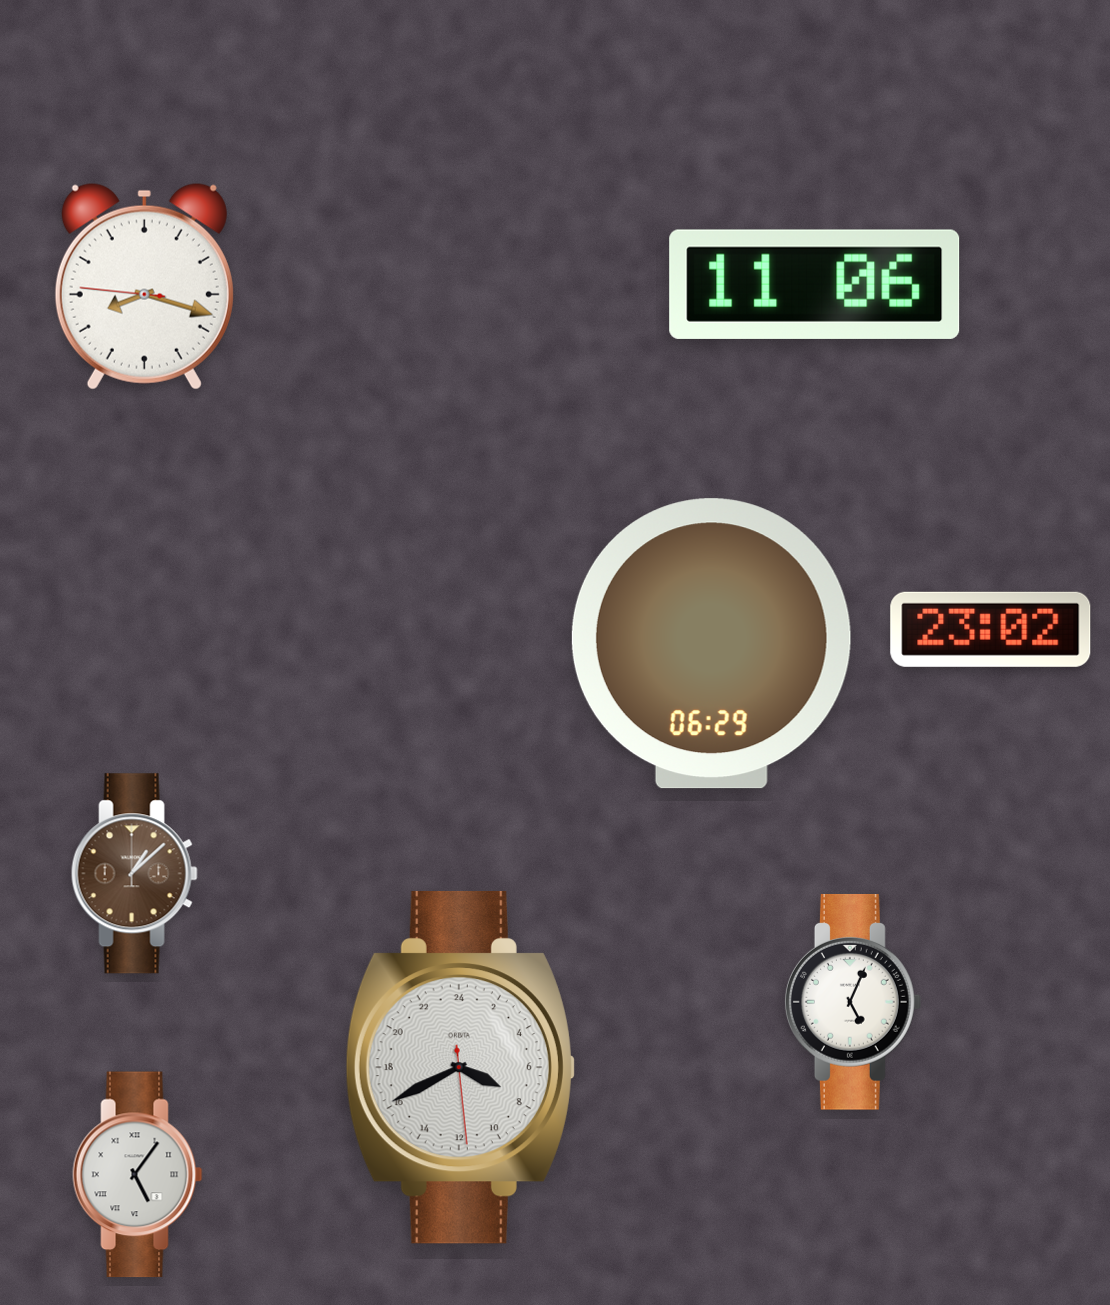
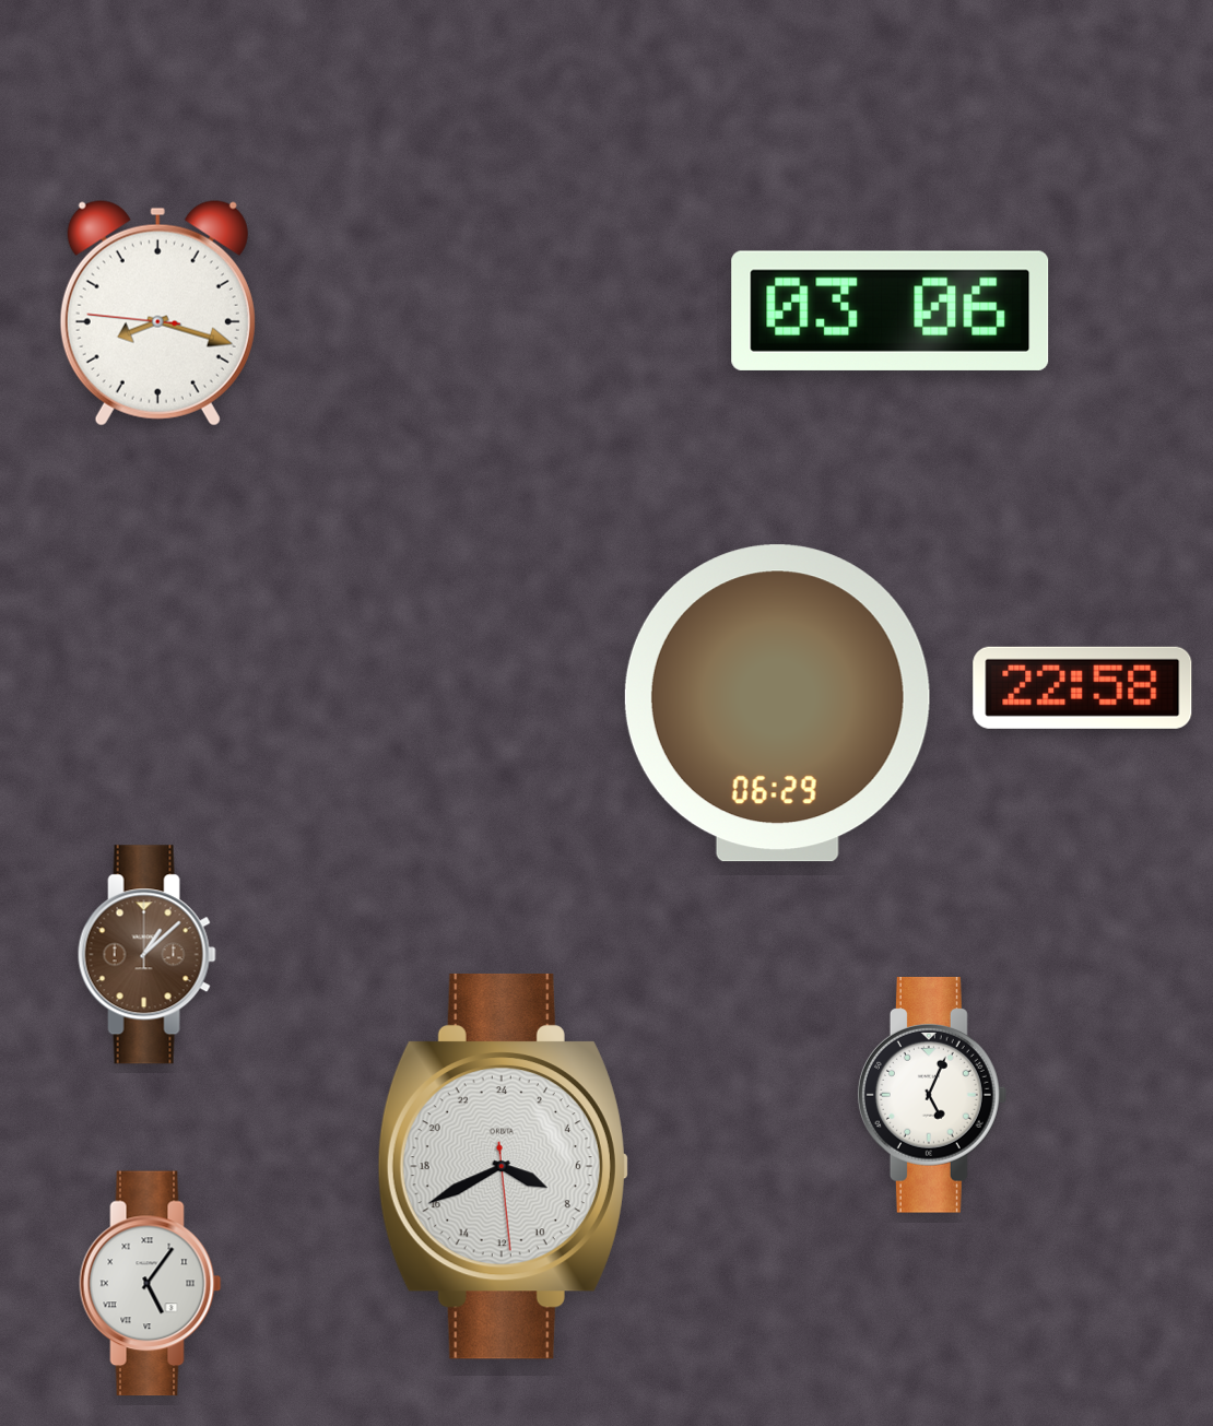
clock at (815, 284): 11:06 -> 03:06
clock at (991, 629): 23:02 -> 22:58
